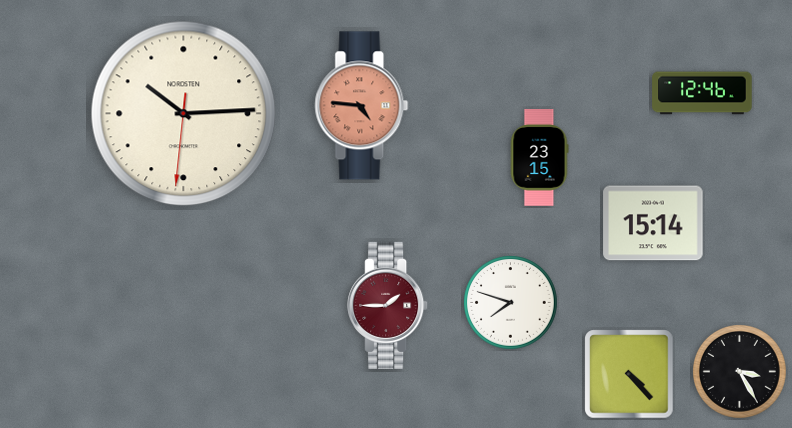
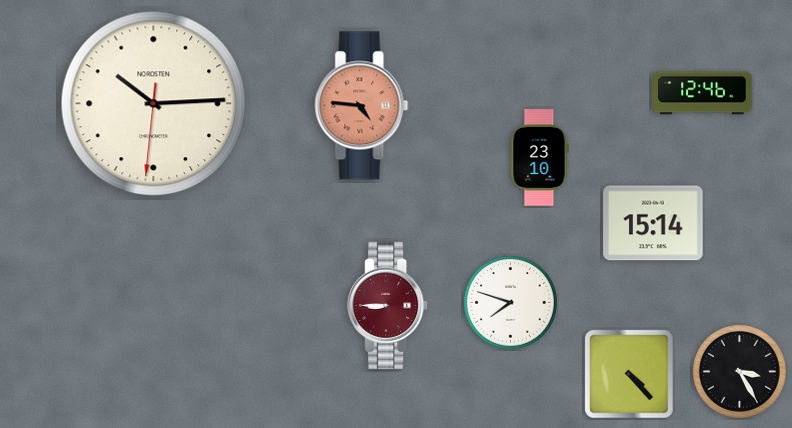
clock at (184, 114) position: (184, 114) -> (154, 104)
clock at (539, 158): 23:15 -> 23:10
clock at (388, 305): 1:45 -> 8:45
